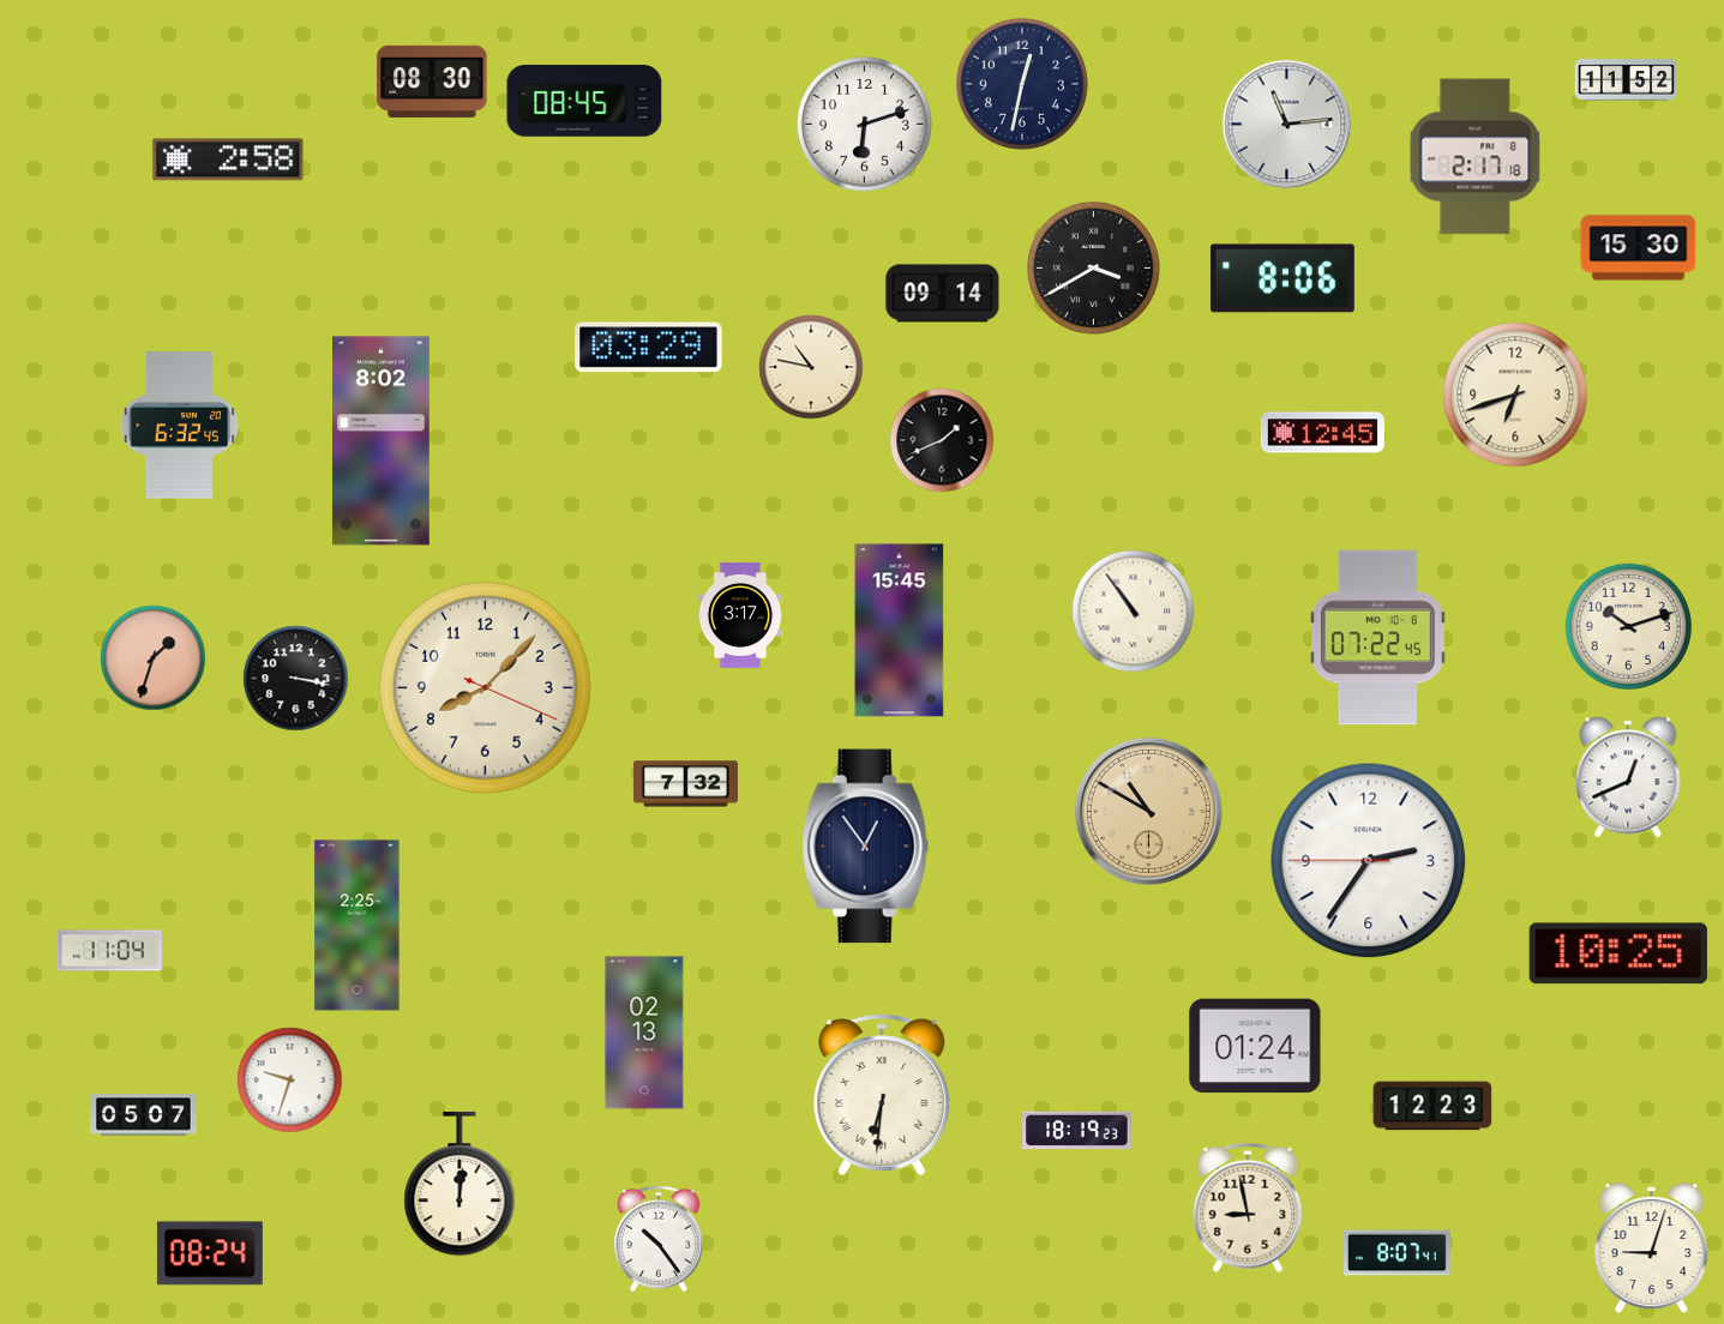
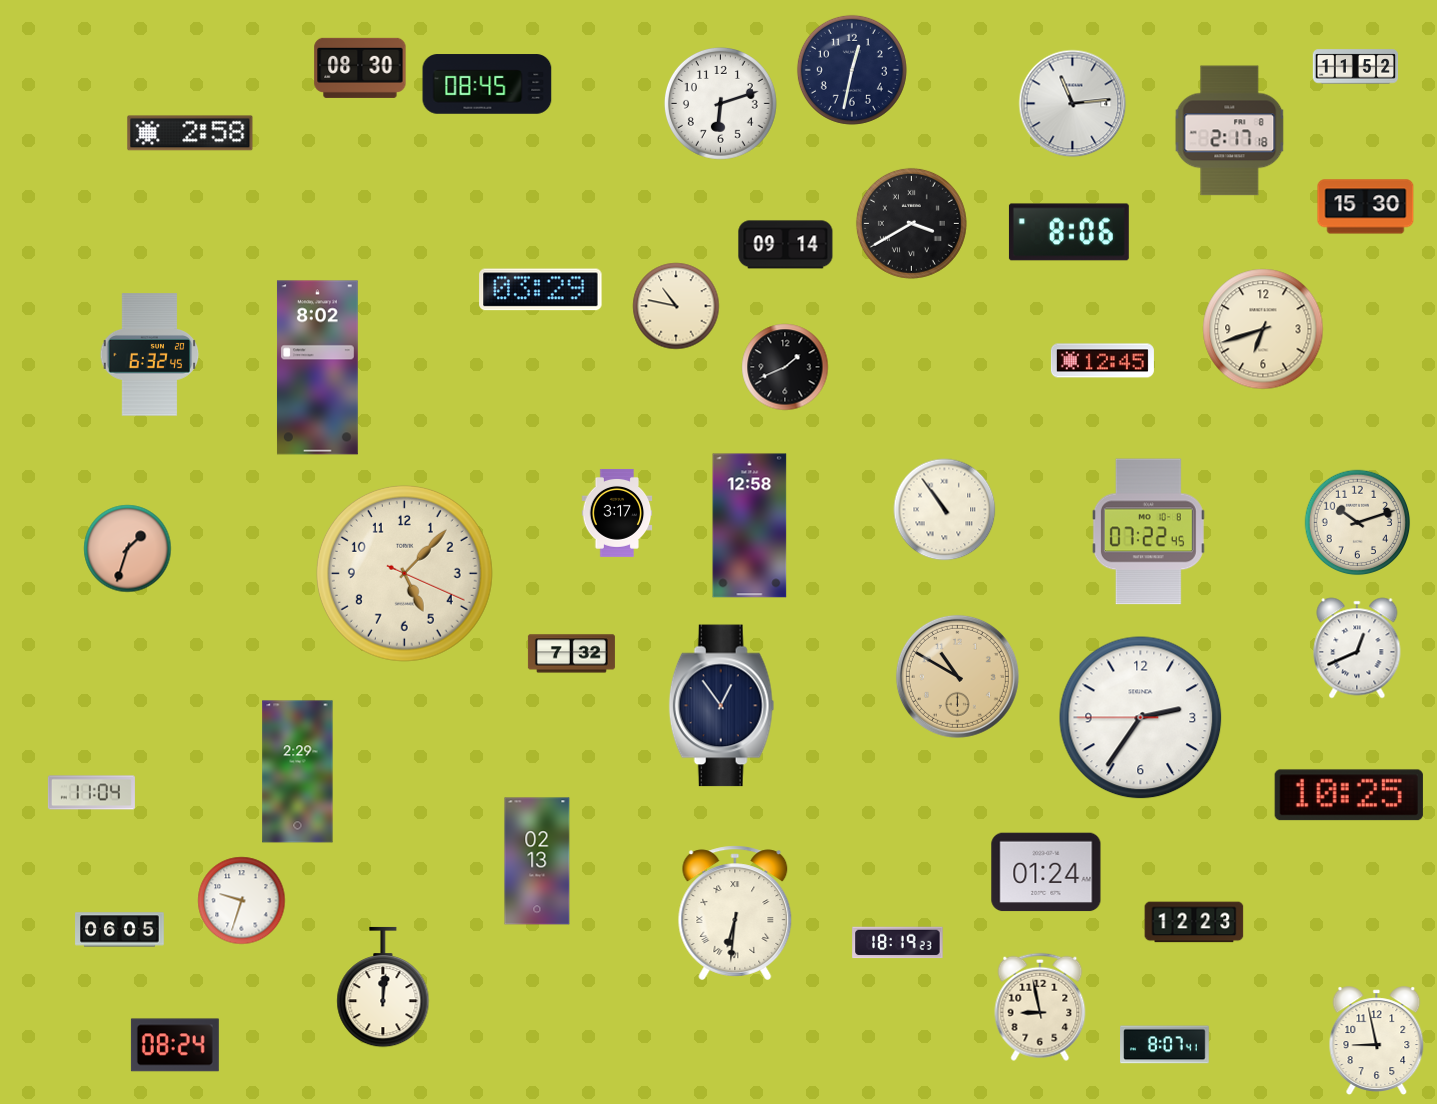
clock at (900, 631): 15:45 -> 12:58
clock at (296, 679): 3:17 -> none
clock at (485, 687): 8:07 -> 5:07
clock at (358, 926): 2:25 -> 2:29
clock at (144, 1115): 05:07 -> 06:05
clock at (659, 1239): 10:24 -> none
clock at (1652, 1247): 9:03 -> 8:58
